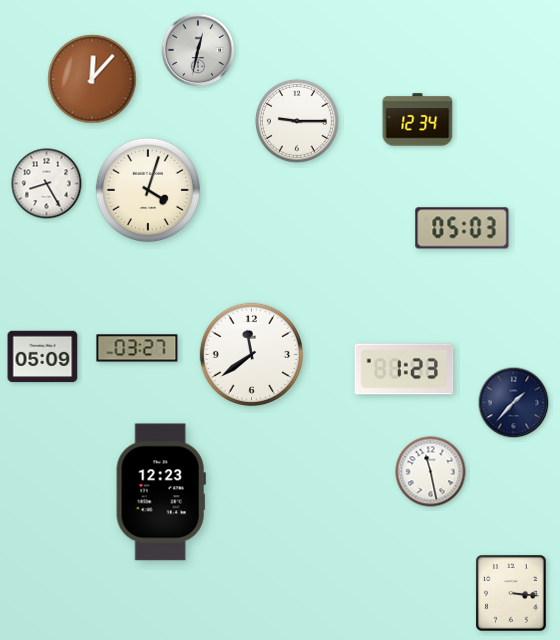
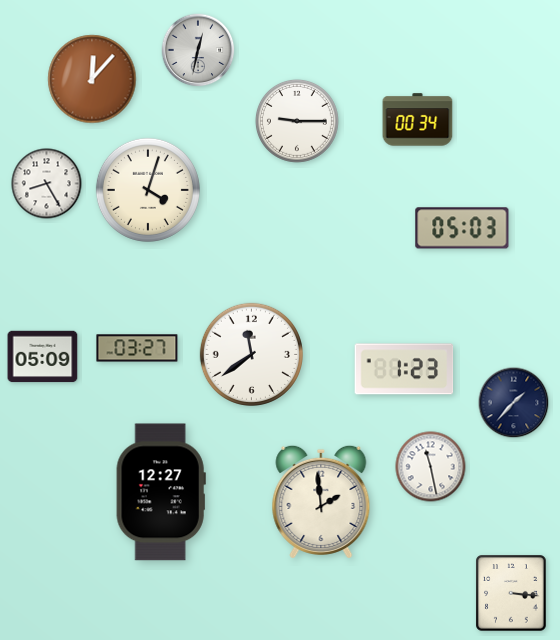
clock at (418, 120): 12:34 -> 00:34
clock at (431, 472) position: (431, 472) -> (431, 467)
clock at (161, 492): 12:23 -> 12:27
clock at (321, 502): none -> 1:59
